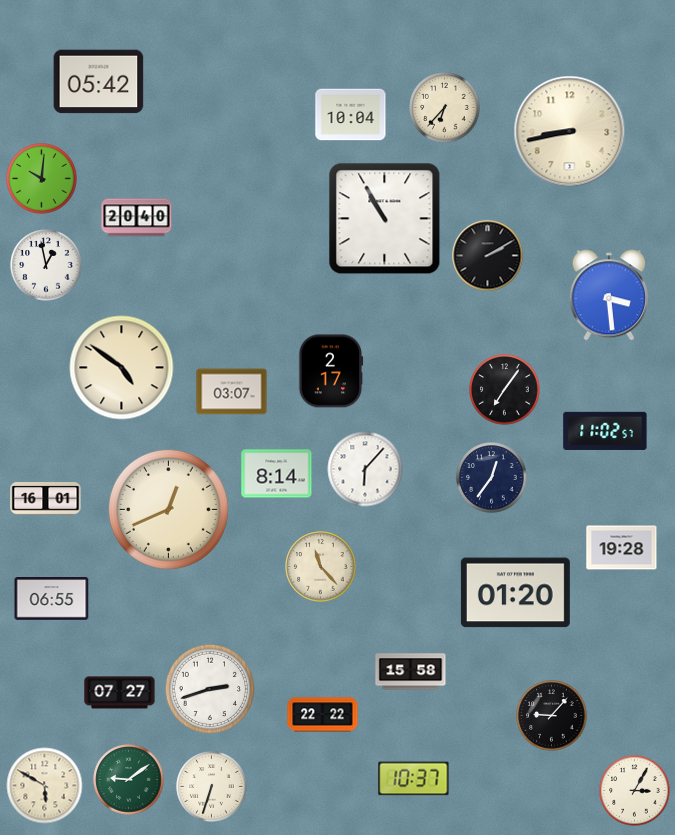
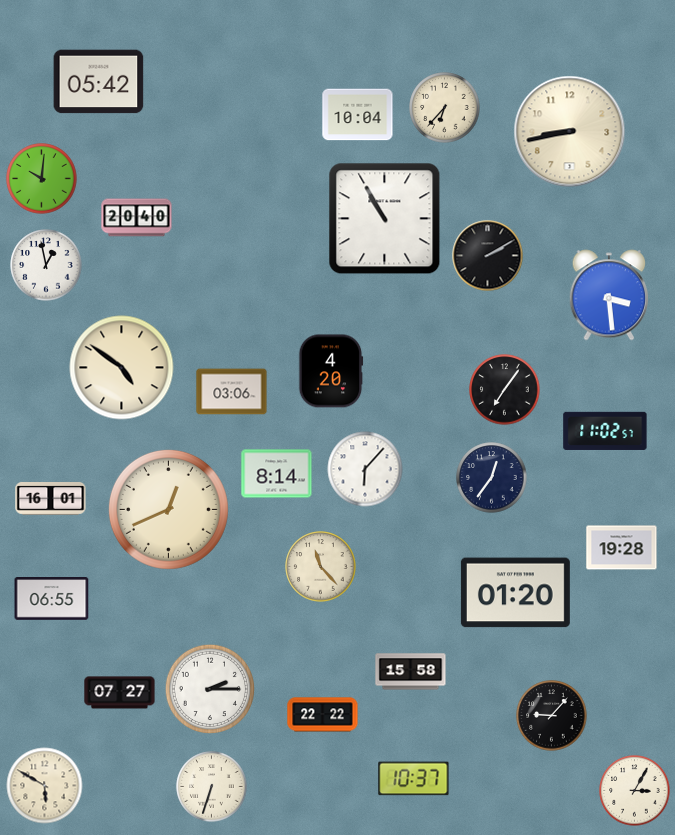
clock at (351, 115) position: (351, 115) -> (358, 115)
clock at (331, 371): 2:17 -> 4:20
clock at (232, 392): 03:07 -> 03:06
clock at (46, 499) position: (46, 499) -> (51, 499)
clock at (210, 689): 2:42 -> 2:15
clock at (129, 780): 9:09 -> none
